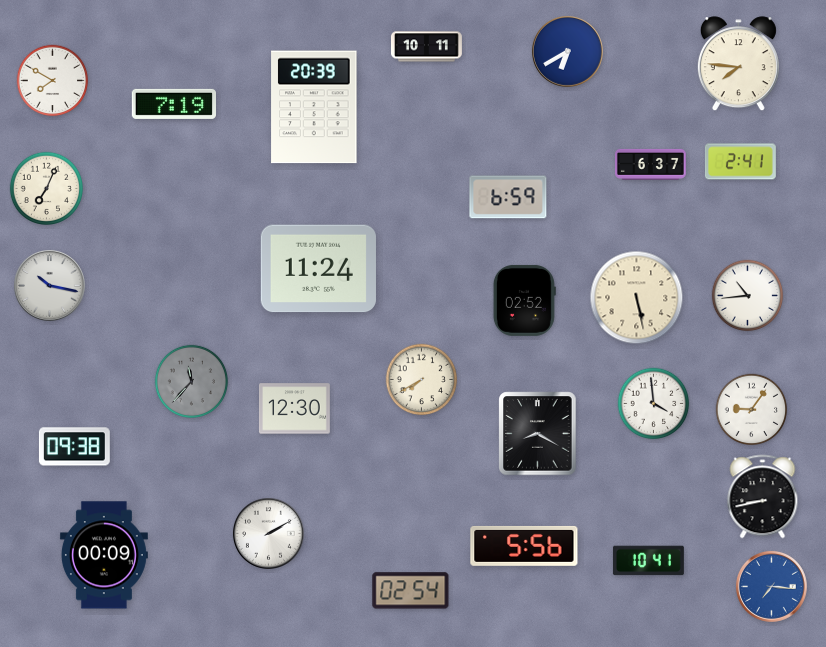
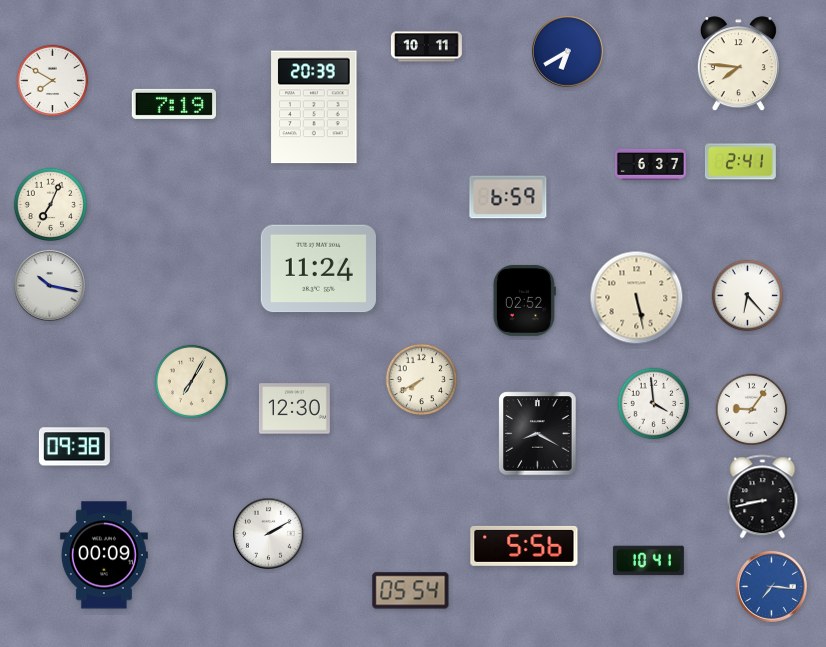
clock at (46, 188) position: (46, 188) -> (50, 204)
clock at (748, 296): 10:44 -> 6:23
clock at (191, 381): 11:37 -> 7:05
clock at (191, 381) dial: grey -> cream
clock at (411, 591): 02:54 -> 05:54
